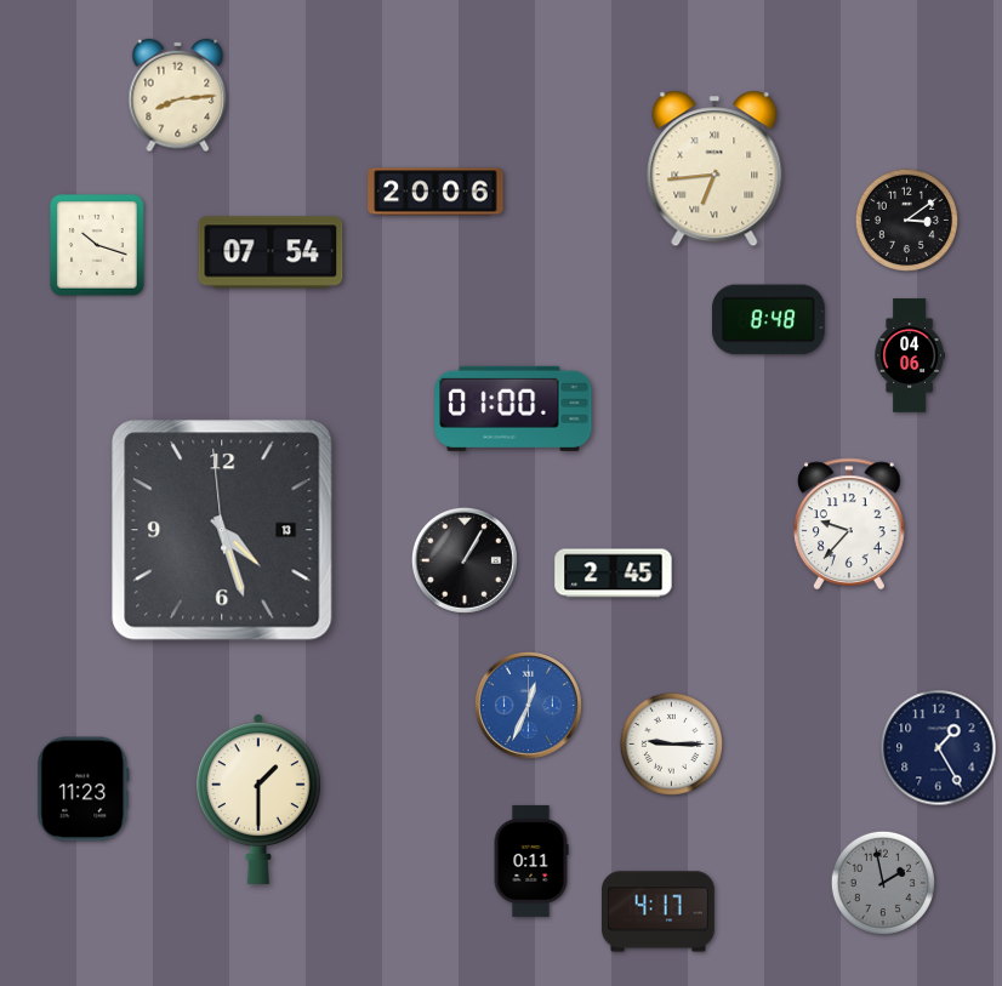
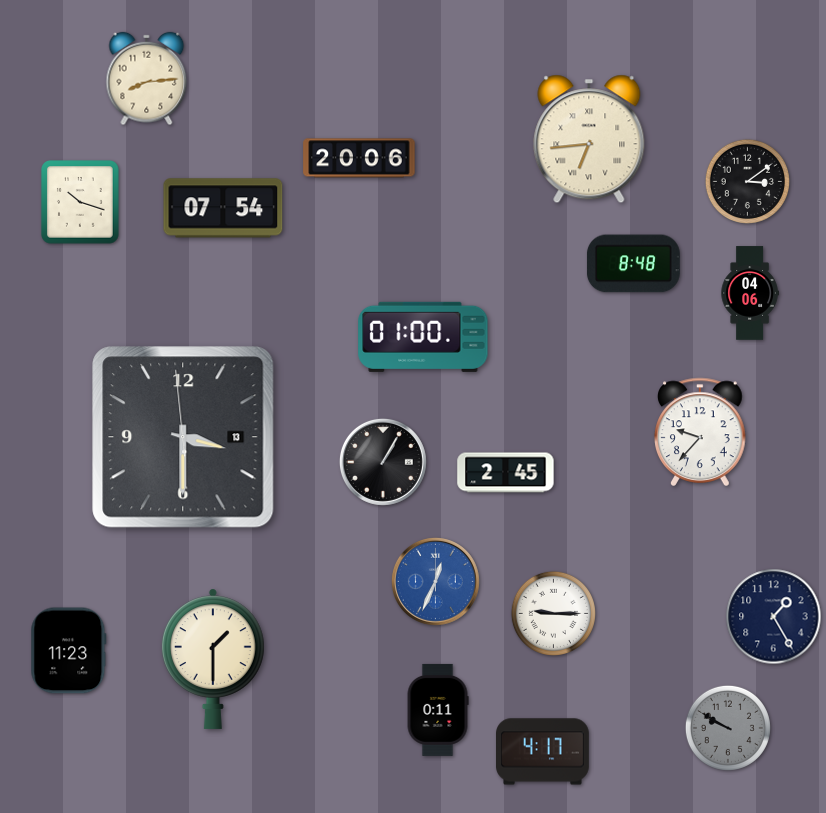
clock at (222, 530): 4:26 -> 3:29
clock at (883, 883): 1:58 -> 9:50
